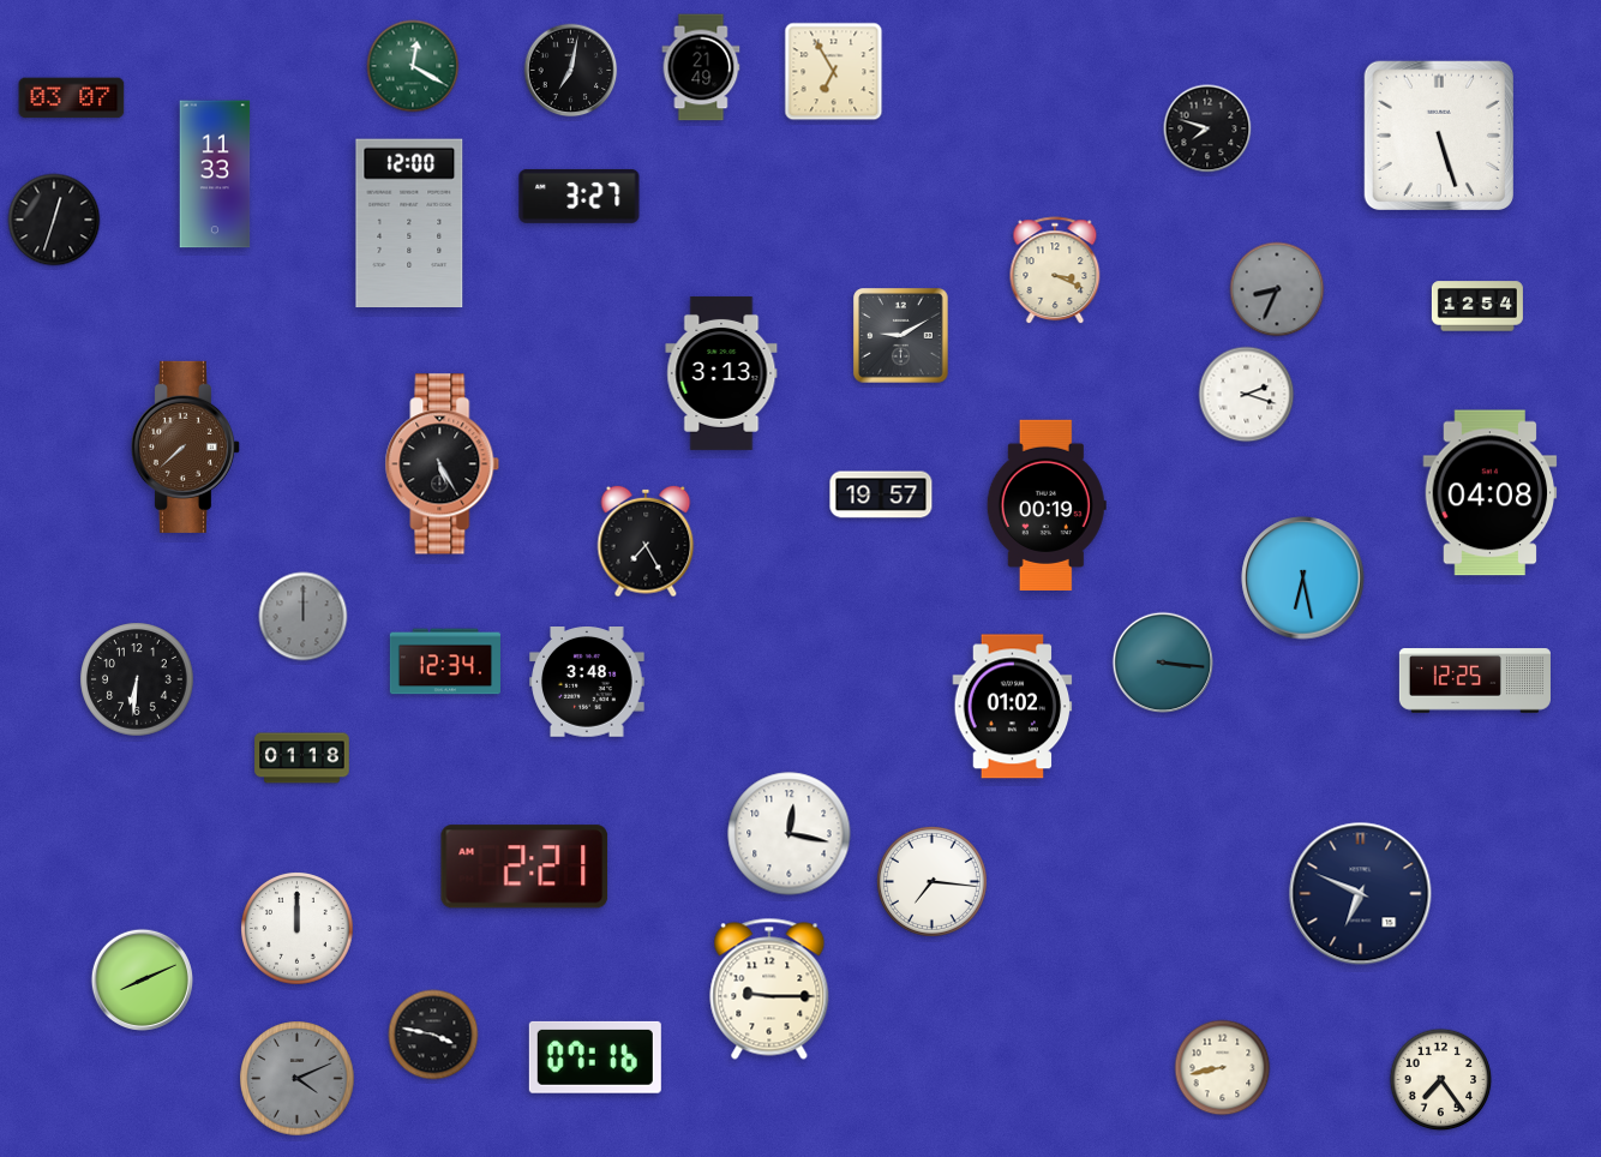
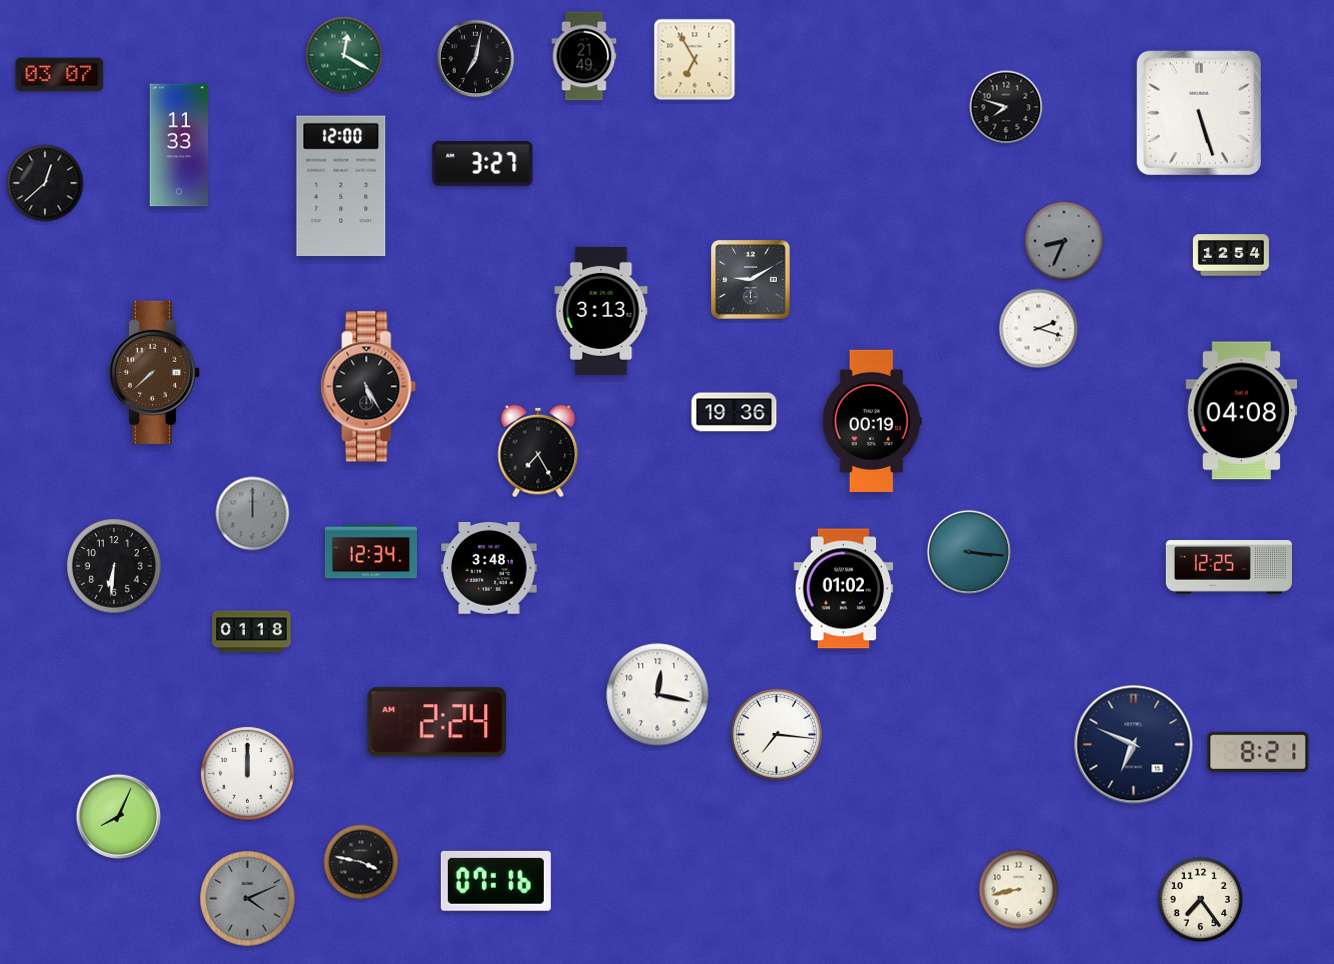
clock at (72, 98) position: (72, 98) -> (60, 75)
clock at (54, 220): 12:33 -> 12:38
clock at (1055, 271): 3:19 -> none
clock at (881, 494): 19:57 -> 19:36
clock at (1303, 578): 6:28 -> none
clock at (524, 867): 2:21 -> 2:24
clock at (1258, 752): none -> 8:21
clock at (142, 979): 8:11 -> 8:04
clock at (769, 989): 9:15 -> none
